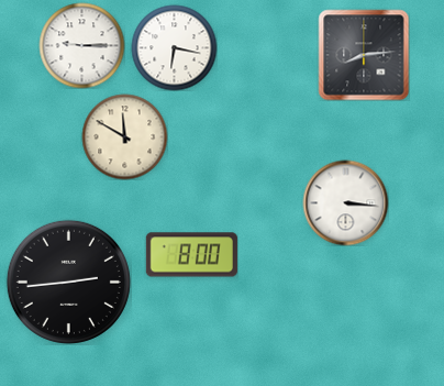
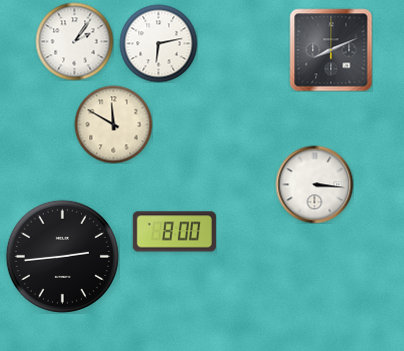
clock at (81, 45): 9:15 -> 2:06
clock at (174, 47): 6:17 -> 6:13
clock at (364, 55): 8:14 -> 8:11
